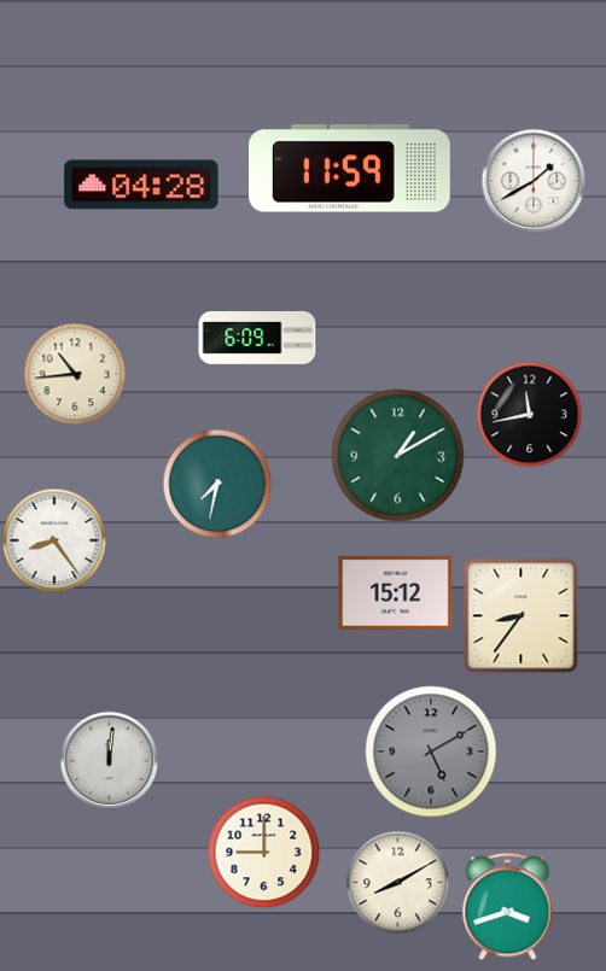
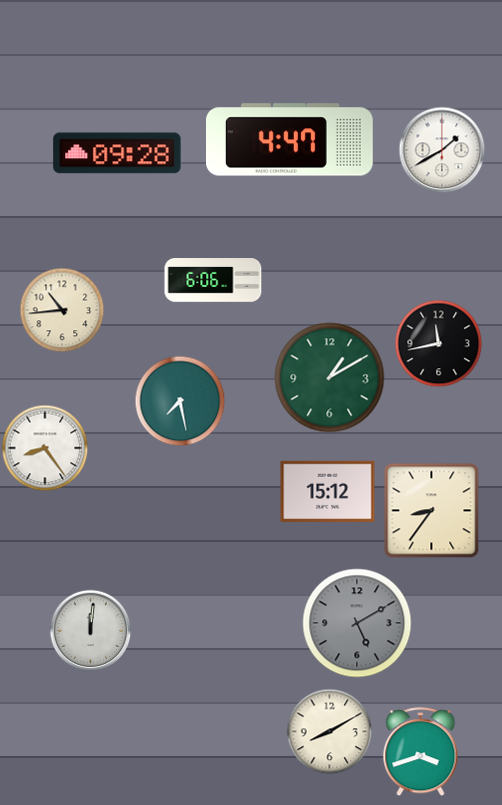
clock at (350, 169): 11:59 -> 4:47
clock at (141, 185): 04:28 -> 09:28
clock at (257, 339): 6:09 -> 6:06
clock at (217, 484): 7:32 -> 7:28
clock at (263, 852): 9:00 -> none
